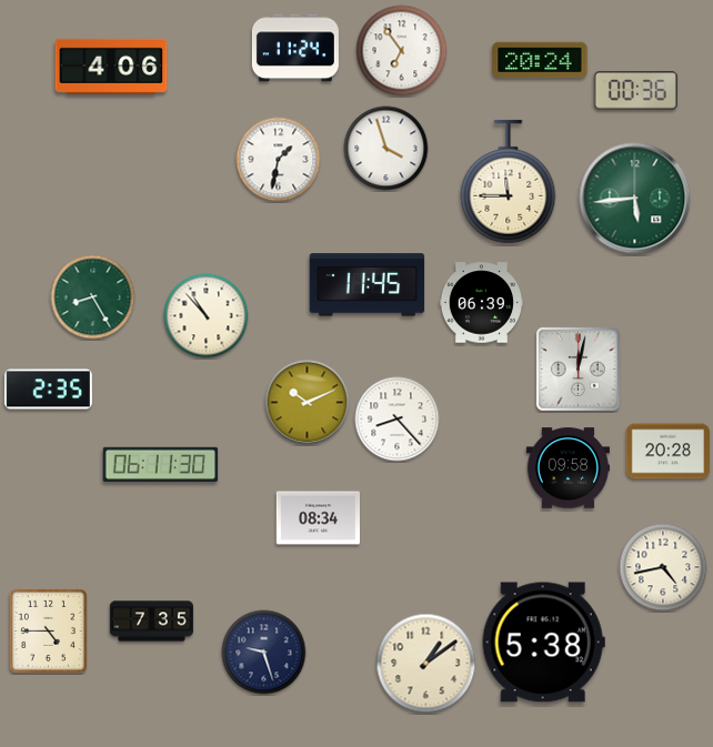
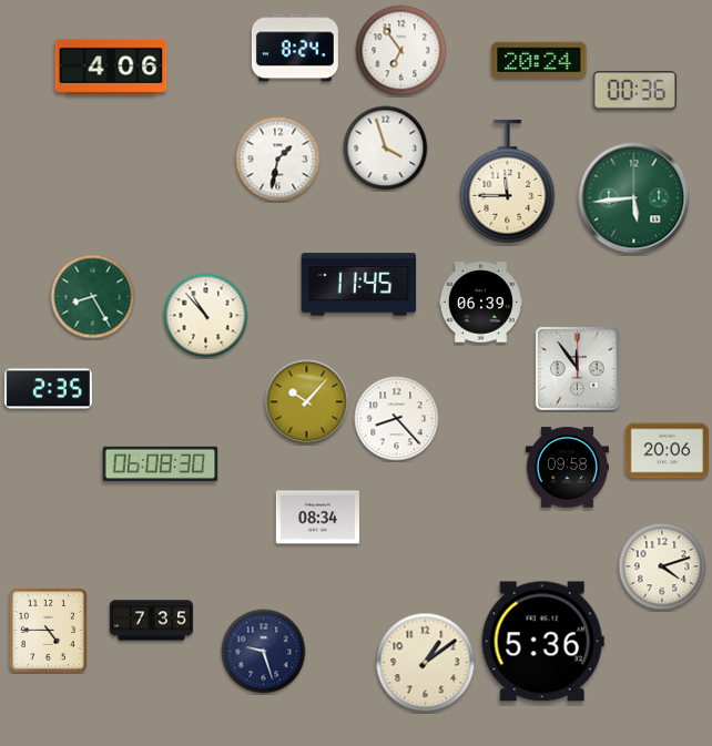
clock at (295, 48): 11:24 -> 8:24
clock at (368, 285) position: (368, 285) -> (359, 285)
clock at (578, 369): 12:02 -> 11:54
clock at (308, 403): 10:11 -> 10:07
clock at (667, 452): 20:28 -> 20:06
clock at (161, 464): 06:11 -> 06:08
clock at (663, 567): 4:43 -> 4:12
clock at (543, 643): 5:38 -> 5:36
